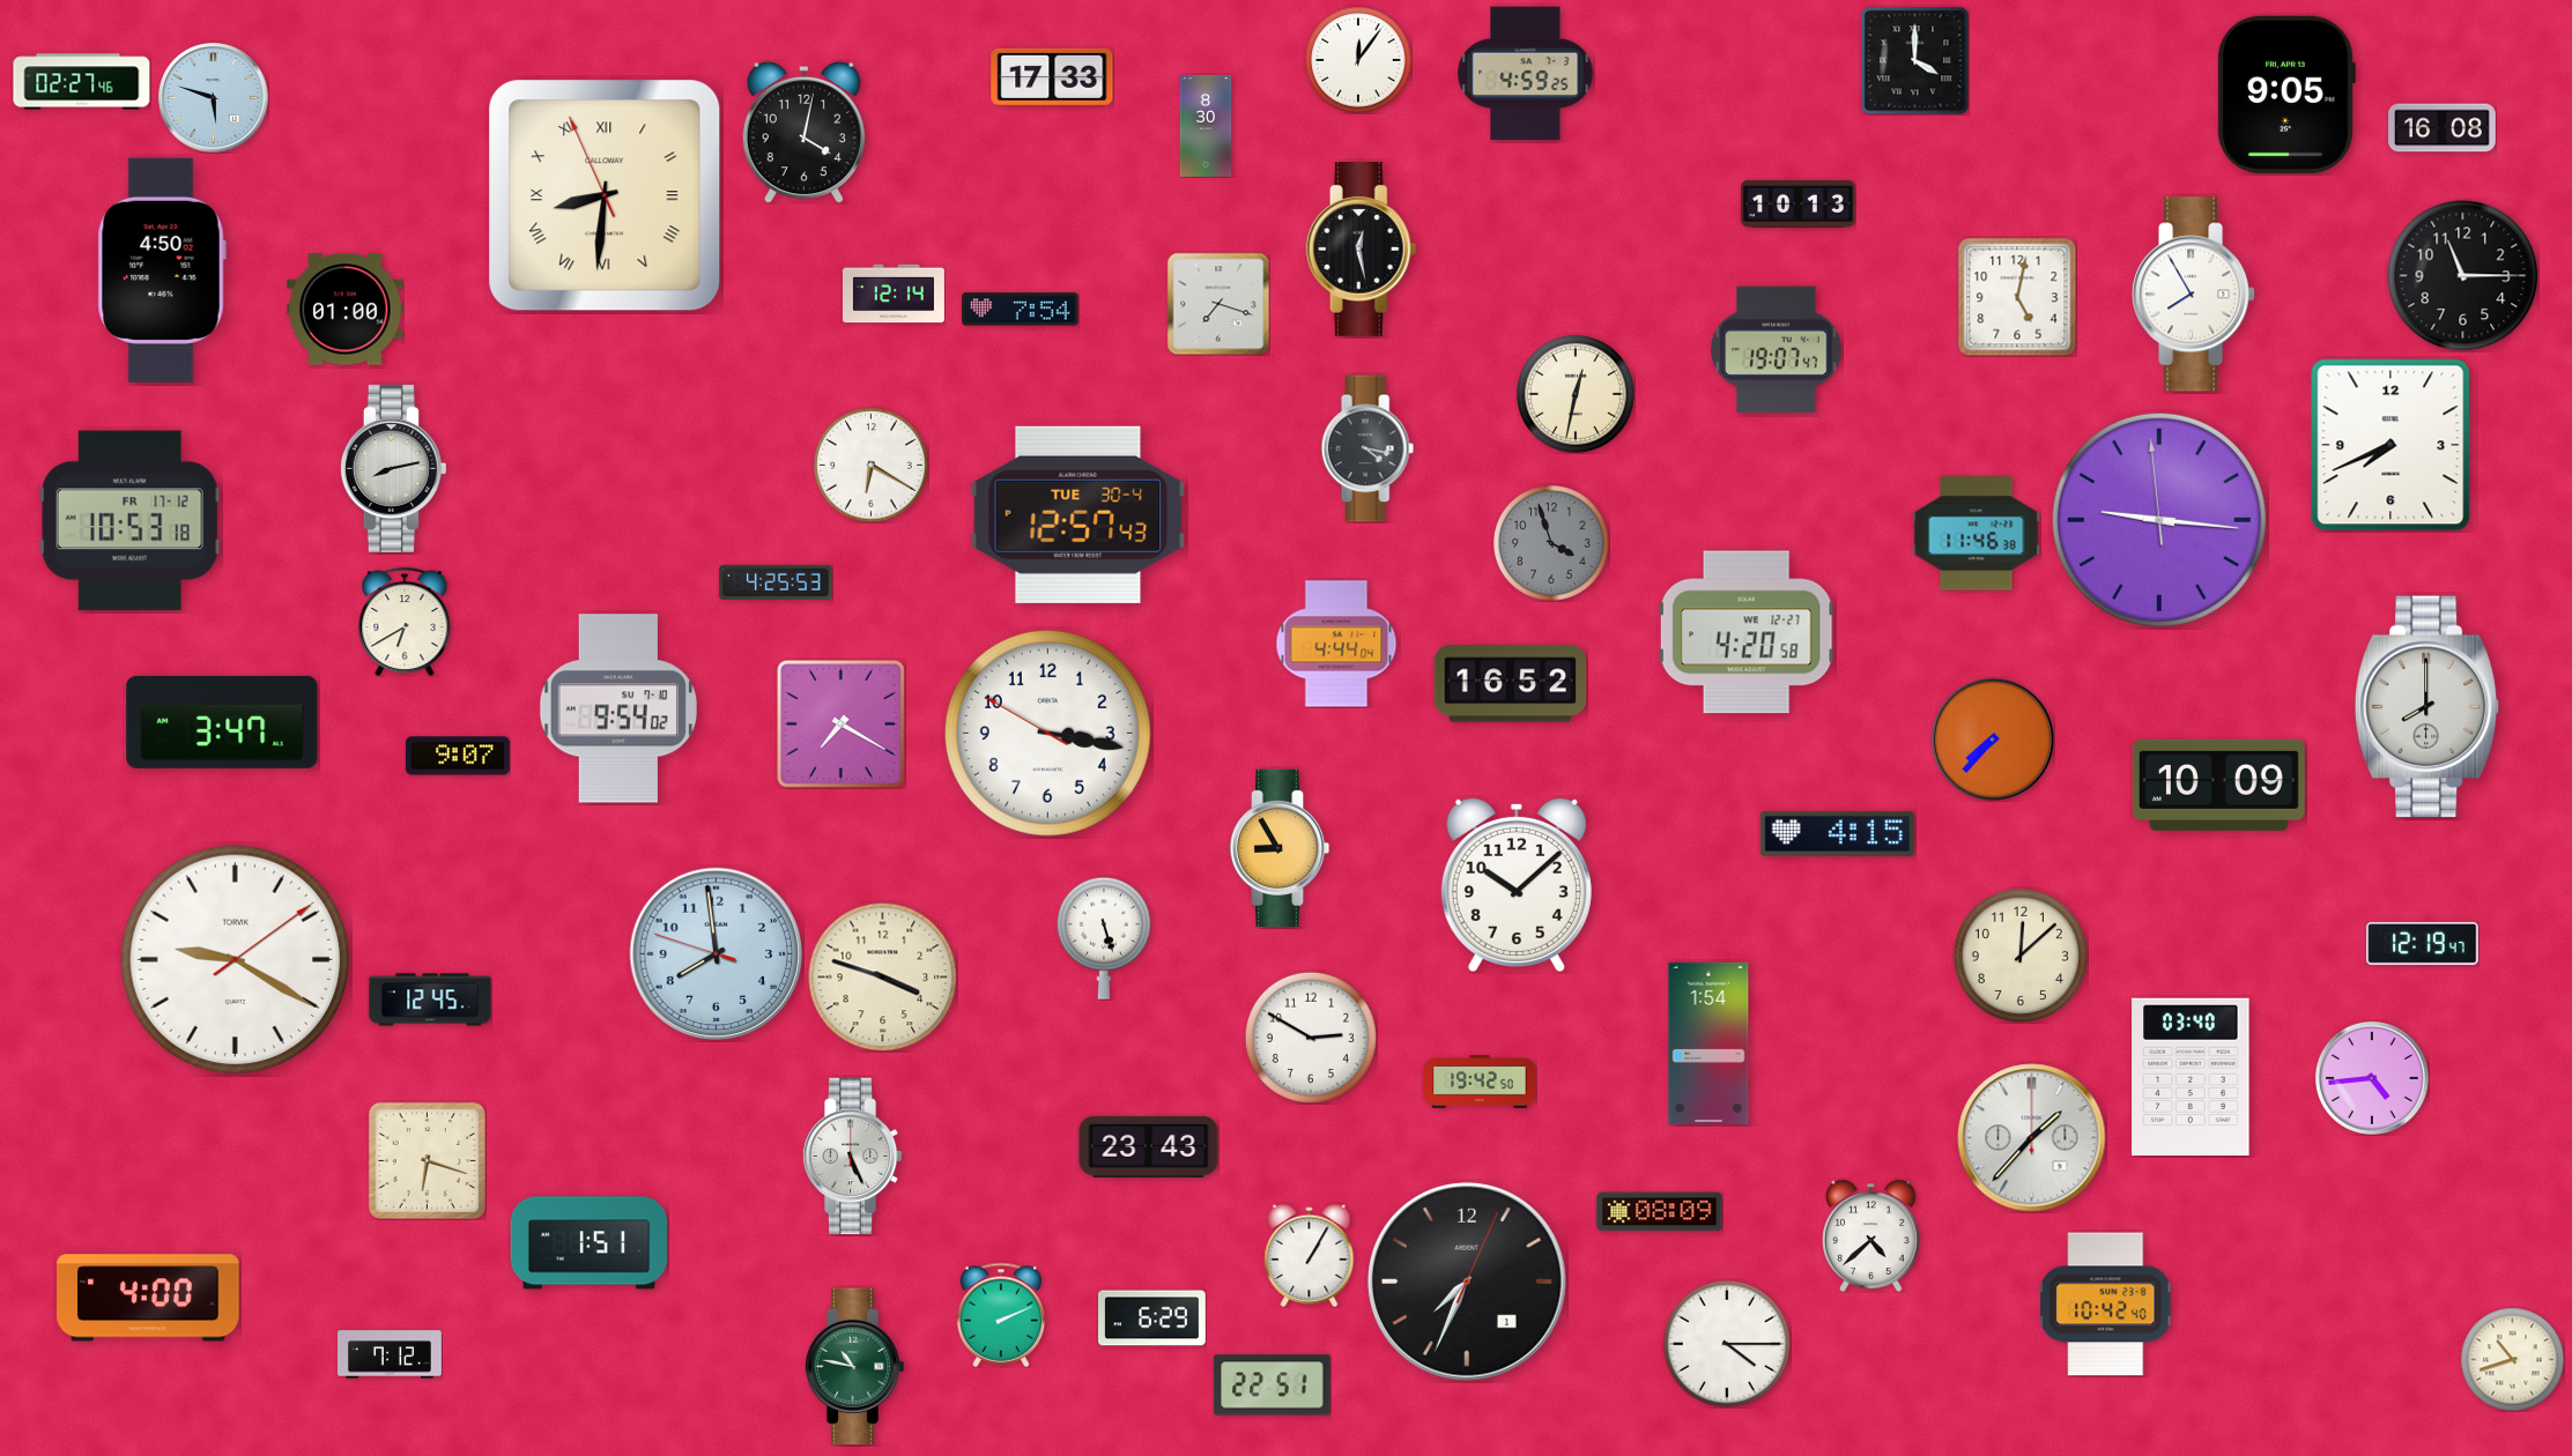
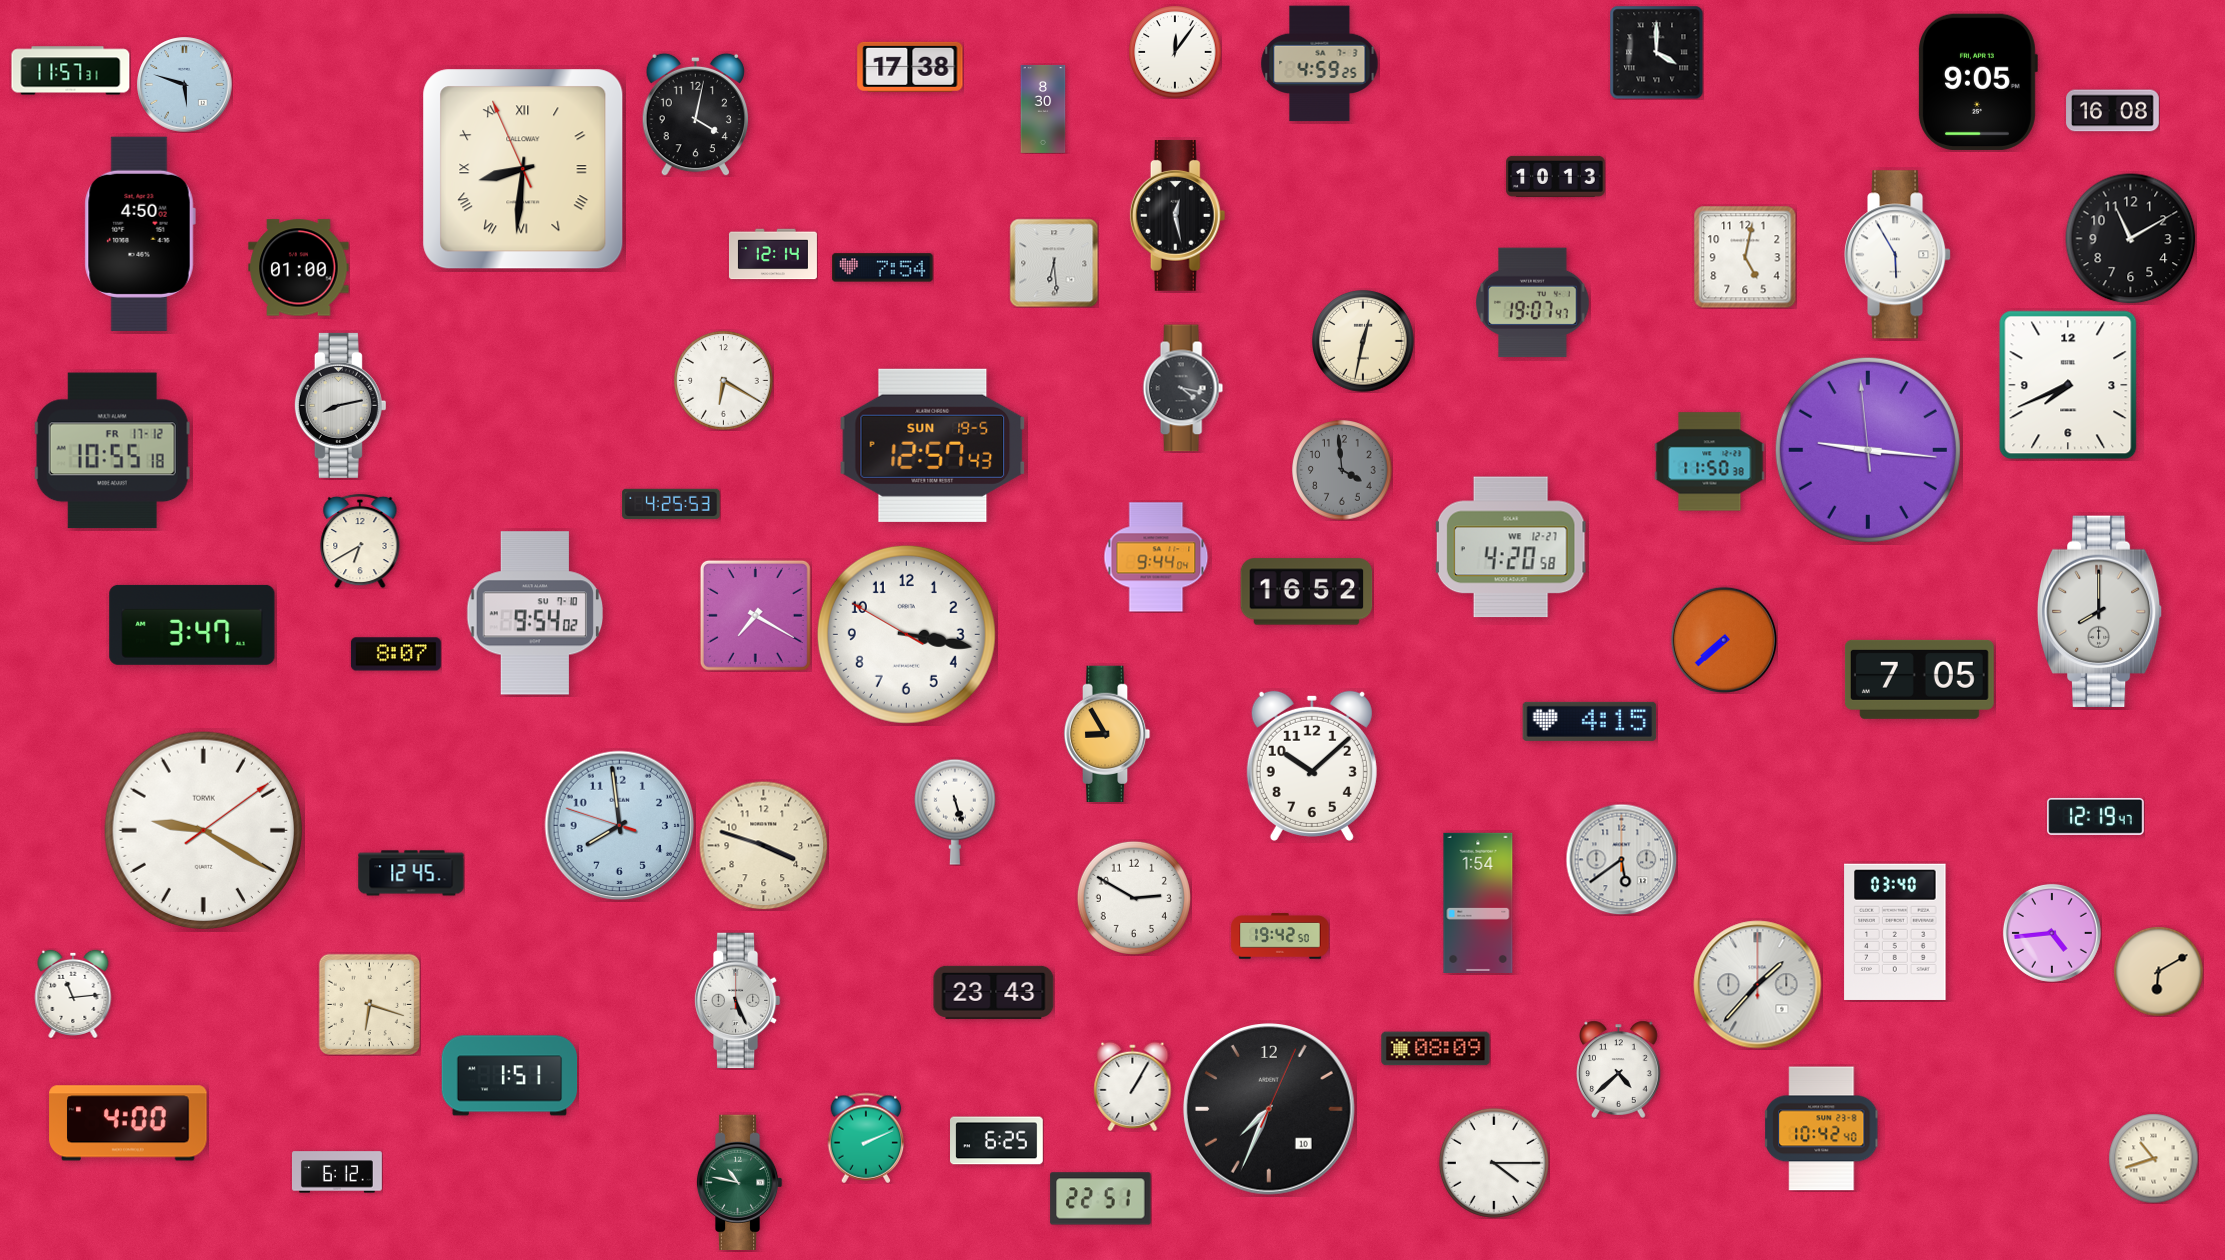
clock at (1052, 77): 17:33 -> 17:38
clock at (82, 82): 02:27 -> 11:57
clock at (2463, 276): 11:15 -> 11:10
clock at (2195, 295): 7:55 -> 5:55
clock at (1218, 304): 7:18 -> 6:29
clock at (1777, 350) position: (1777, 350) -> (1533, 303)
clock at (872, 466) position: (872, 466) -> (724, 381)
clock at (1079, 514) date: TUE 30-4 -> SUN 19-5
clock at (129, 521): 10:53 -> 10:55
clock at (1977, 534): 11:46 -> 11:50
clock at (1551, 543): 3:57 -> 3:59
clock at (405, 622) position: (405, 622) -> (360, 541)
clock at (1336, 644): 4:44 -> 9:44
clock at (840, 723) position: (840, 723) -> (755, 615)
clock at (1992, 738): 7:37 -> 7:38
clock at (458, 756): 9:07 -> 8:07
clock at (2218, 785): 10:09 -> 7:05
clock at (2021, 956): 12:08 -> none
clock at (1621, 859): none -> 5:39
clock at (430, 1000) position: (430, 1000) -> (411, 873)
clock at (2158, 971): none -> 6:10
clock at (73, 994): none -> 11:14
clock at (1467, 1282) date: 1 -> 10
clock at (1152, 1318): 6:29 -> 6:25
clock at (390, 1354): 7:12 -> 6:12
clock at (2512, 1359) position: (2512, 1359) -> (2153, 1158)
